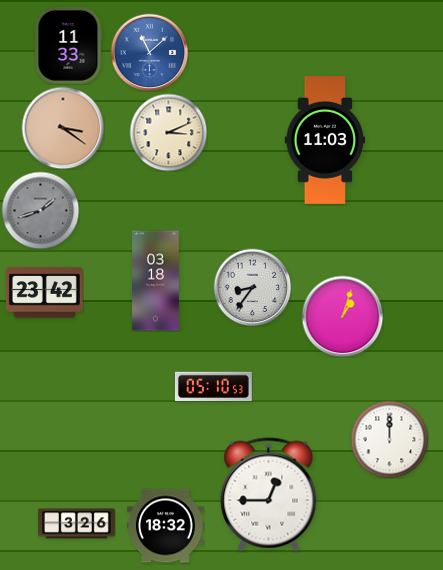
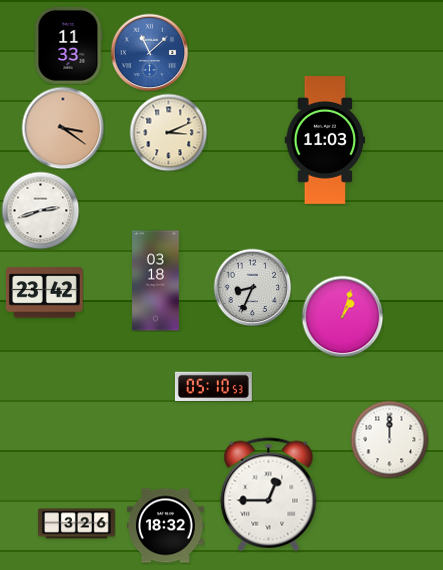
clock at (40, 210): 1:42 -> 2:42
clock at (40, 210) dial: grey -> white
clock at (252, 287): 8:36 -> 8:34
